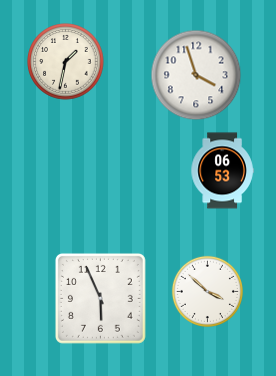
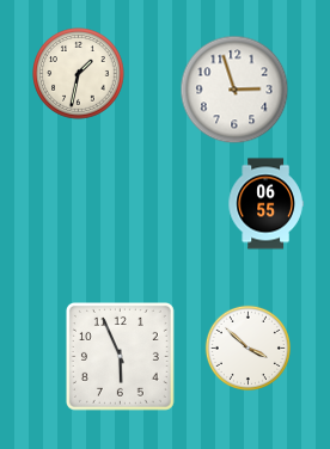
clock at (196, 75): 3:57 -> 2:57
clock at (222, 171): 06:53 -> 06:55
